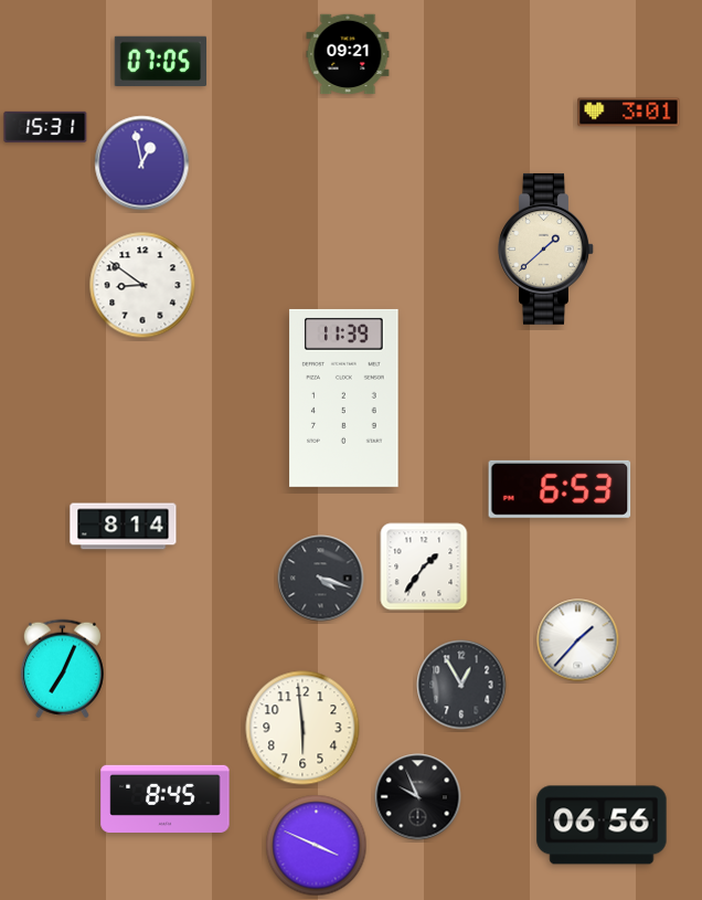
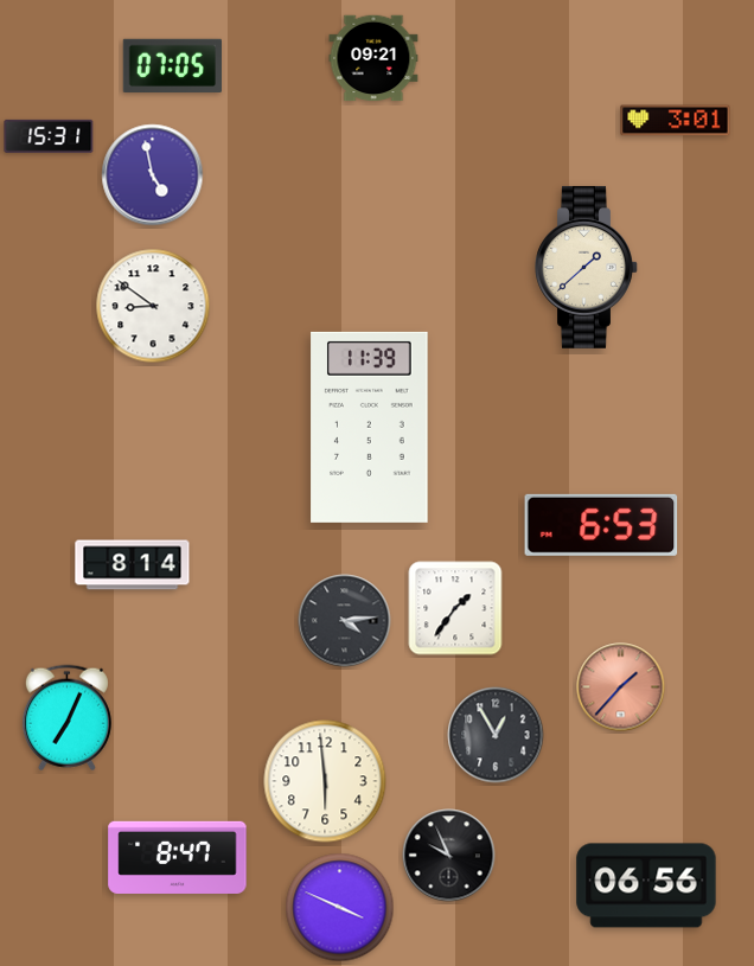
clock at (142, 163): 12:58 -> 4:58
clock at (321, 579): 4:18 -> 4:14
clock at (578, 640) dial: white -> salmon
clock at (166, 798): 8:45 -> 8:47
